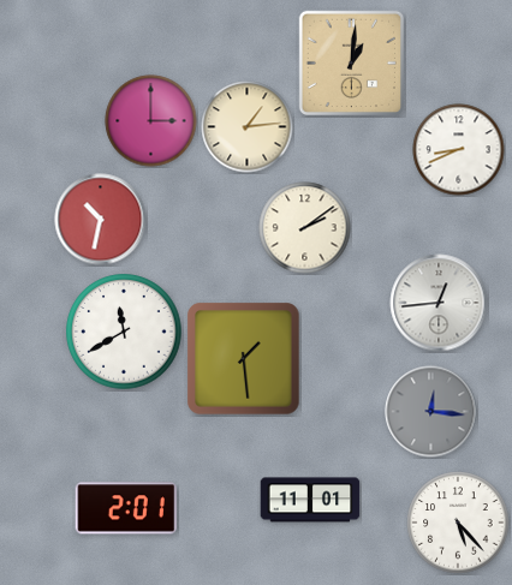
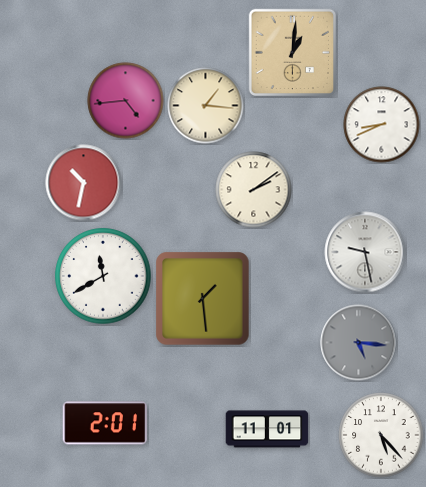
clock at (151, 121): 3:00 -> 4:44
clock at (248, 127): 1:14 -> 1:16
clock at (439, 303): 12:44 -> 9:28
clock at (431, 412): 12:16 -> 5:16
clock at (310, 500) position: (310, 500) -> (267, 429)
